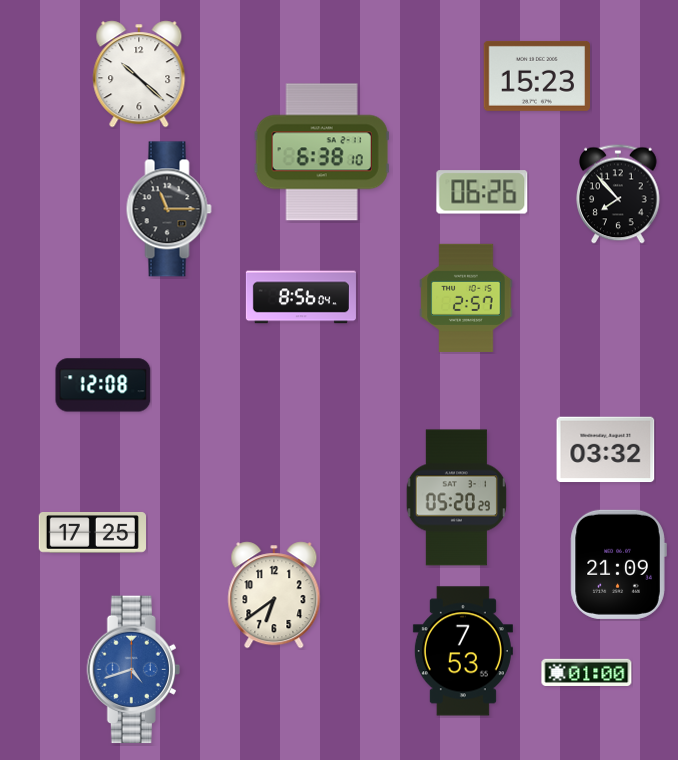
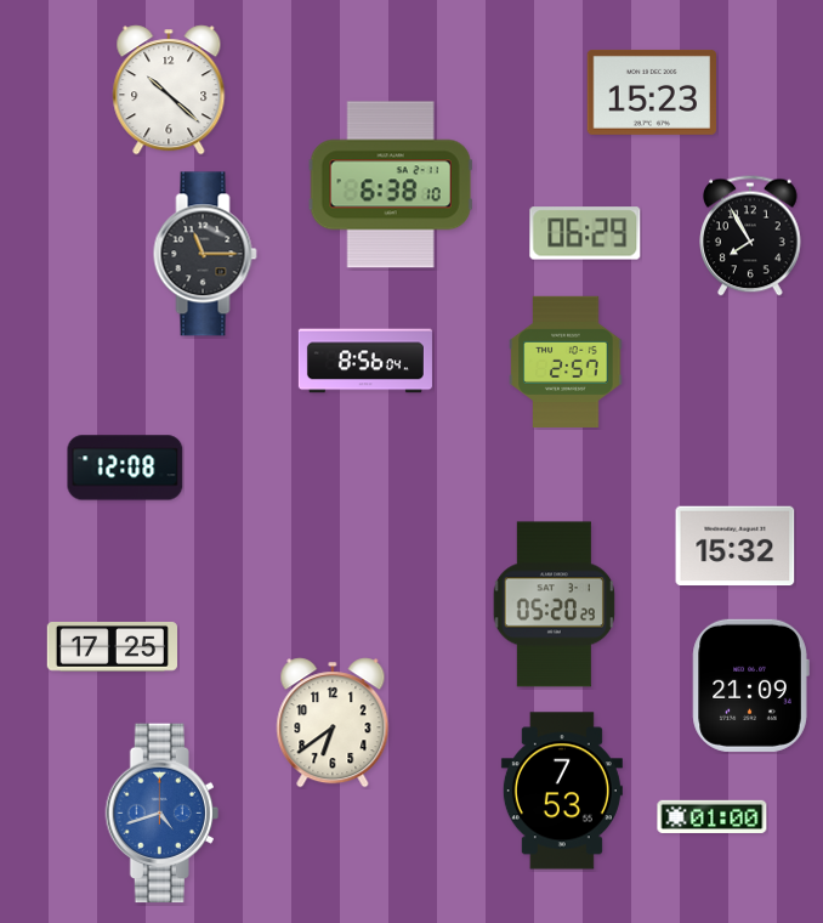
clock at (482, 192): 06:26 -> 06:29
clock at (618, 194): 7:53 -> 7:55
clock at (606, 450): 03:32 -> 15:32
